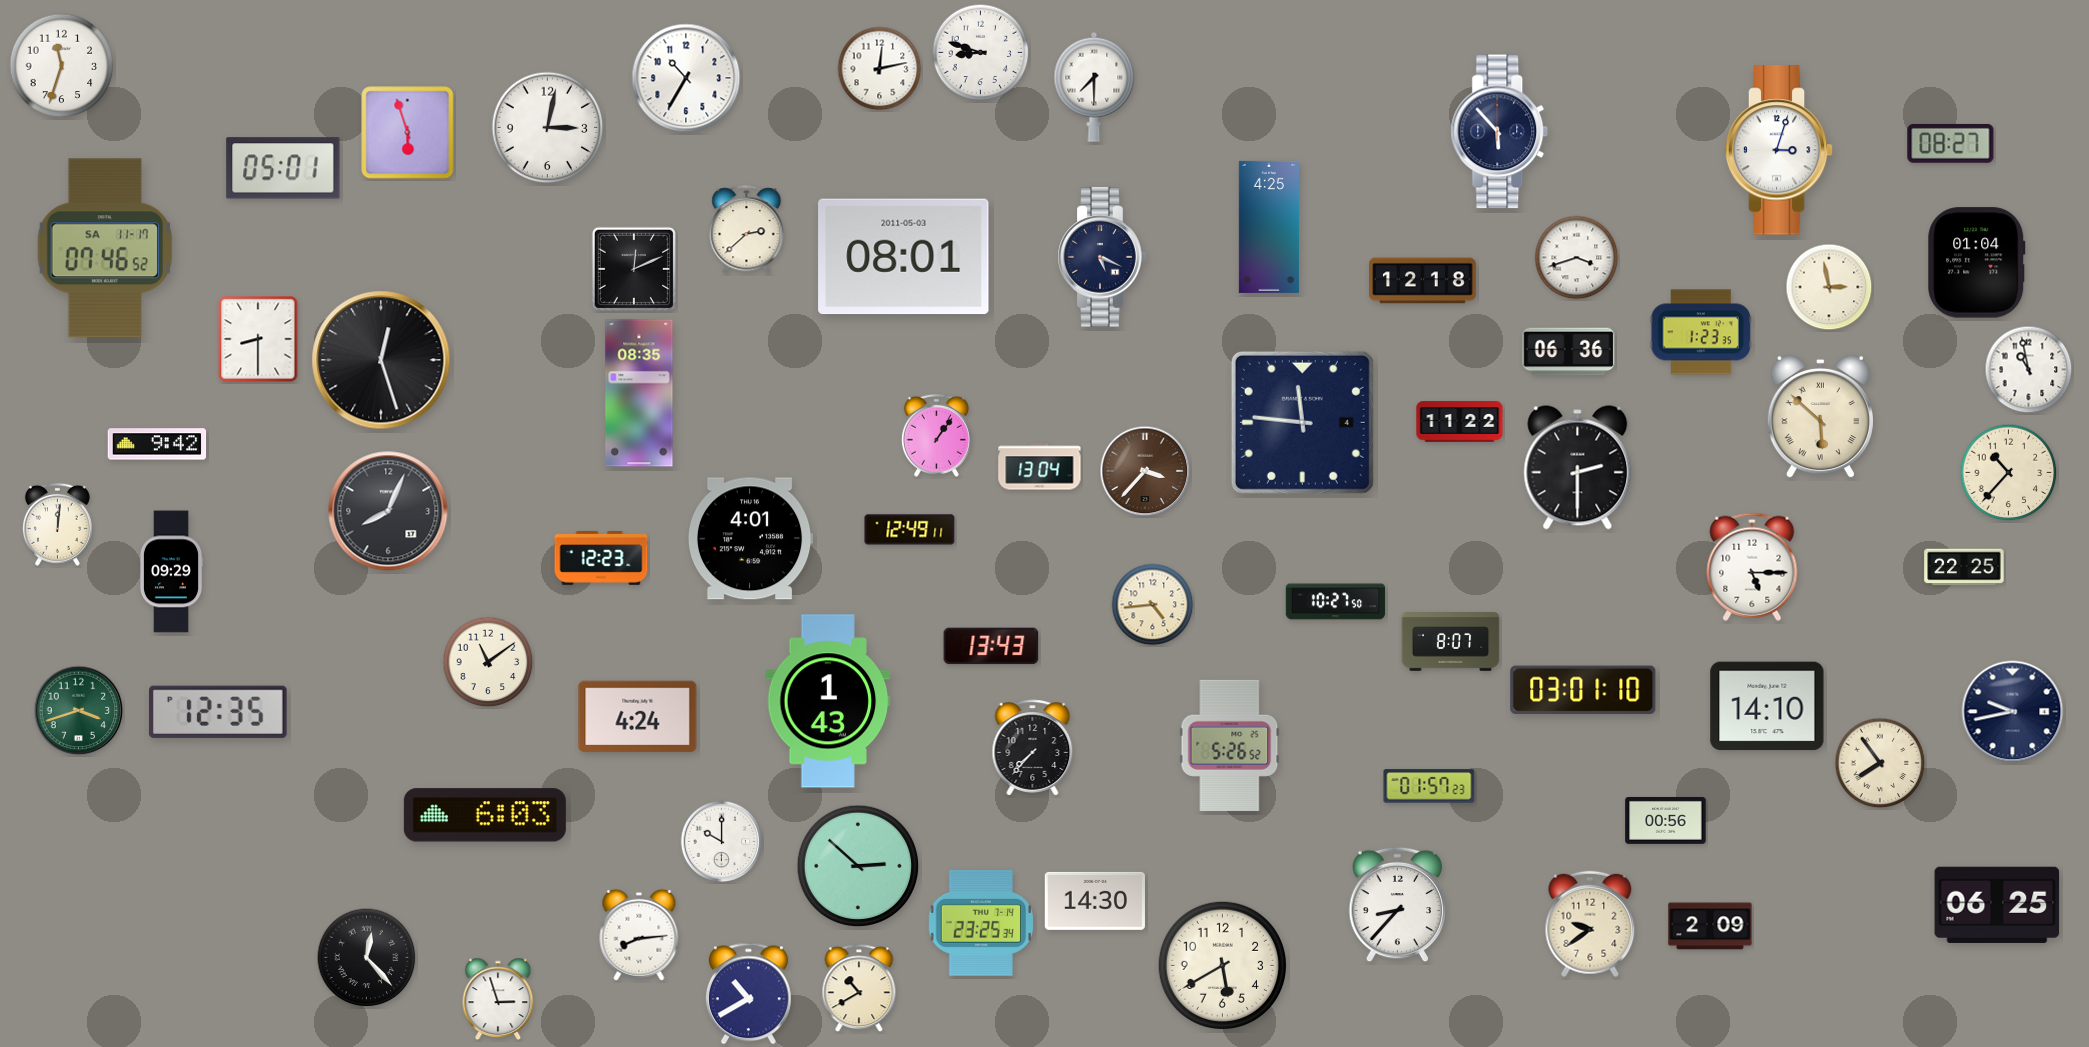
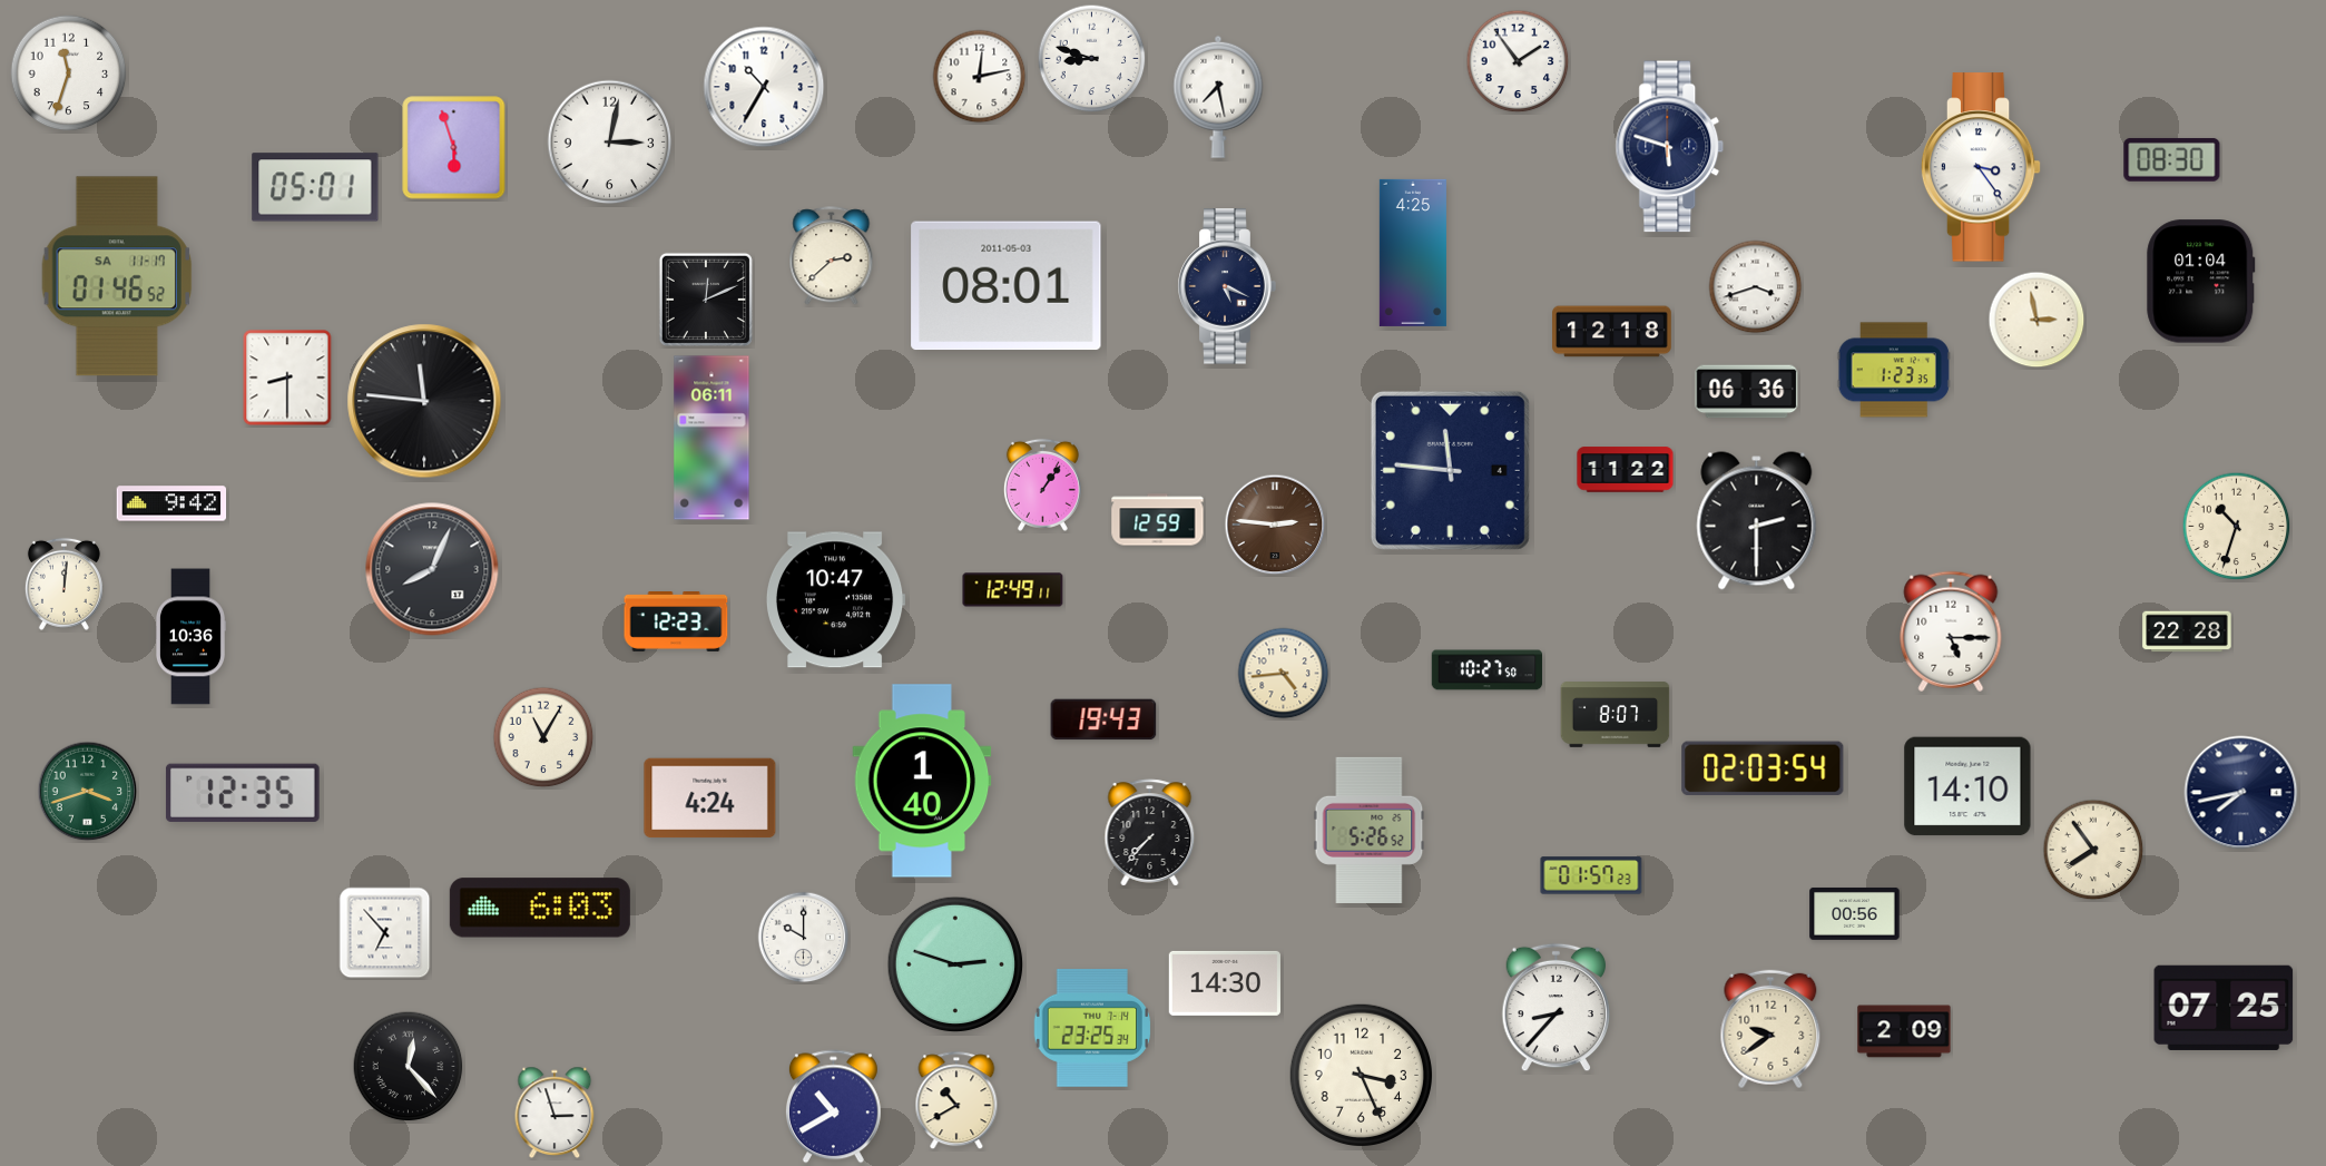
clock at (1518, 61): none -> 1:54
clock at (1094, 87): 7:30 -> 7:28
clock at (1500, 132): 5:53 -> 5:48
clock at (1951, 143): 08:27 -> 08:30
clock at (1779, 150): 3:03 -> 3:24
clock at (104, 248): 07:46 -> 01:46
clock at (1977, 263) position: (1977, 263) -> (2201, 282)
clock at (1423, 281) position: (1423, 281) -> (1612, 332)
clock at (381, 360): 12:27 -> 11:46
clock at (2029, 370): 10:58 -> none
clock at (639, 393): 08:35 -> 06:11
clock at (1820, 417): 5:52 -> none
clock at (157, 444) position: (157, 444) -> (171, 503)
clock at (1040, 467): 13:04 -> 12:59
clock at (1145, 471): 3:37 -> 2:46
clock at (2009, 473): 10:37 -> 10:33
clock at (750, 539): 4:01 -> 10:47
clock at (601, 559) position: (601, 559) -> (676, 623)
clock at (1964, 567): 22:25 -> 22:28
clock at (170, 572): 09:29 -> 10:36
clock at (991, 646): 13:43 -> 19:43
clock at (488, 662): 11:09 -> 11:05
clock at (1583, 689): 03:01 -> 02:03
clock at (828, 701): 1:43 -> 1:40
clock at (2013, 712): 9:43 -> 7:43
clock at (385, 933): none -> 6:53
clock at (858, 866): 2:52 -> 2:48
clock at (1095, 901) position: (1095, 901) -> (1225, 983)
clock at (1997, 905): 06:25 -> 07:25
clock at (639, 935): 8:14 -> none
clock at (1222, 965): 5:40 -> 3:26
